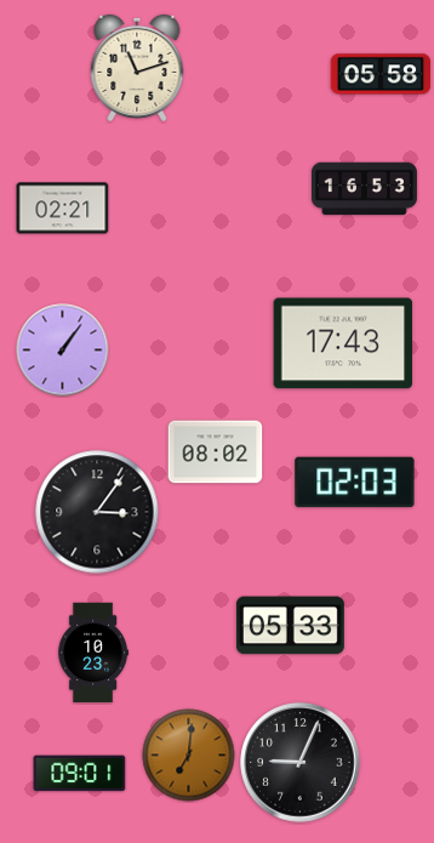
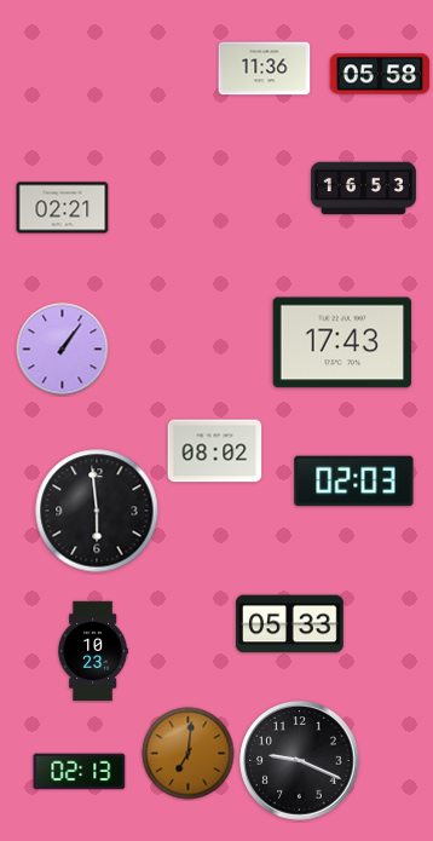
clock at (137, 68): 11:12 -> none
clock at (265, 69): none -> 11:36
clock at (97, 512): 3:06 -> 5:59
clock at (301, 763): 9:04 -> 9:19
clock at (80, 774): 09:01 -> 02:13
